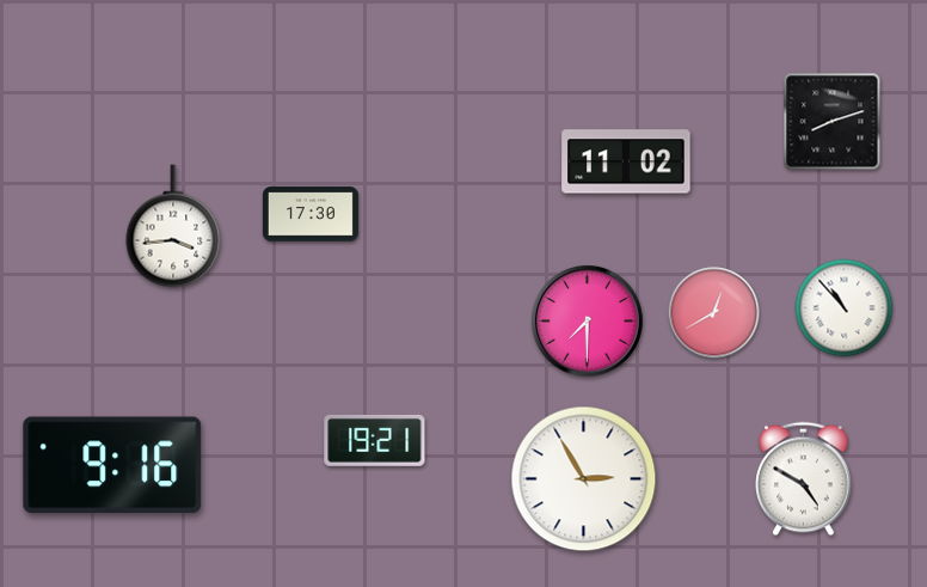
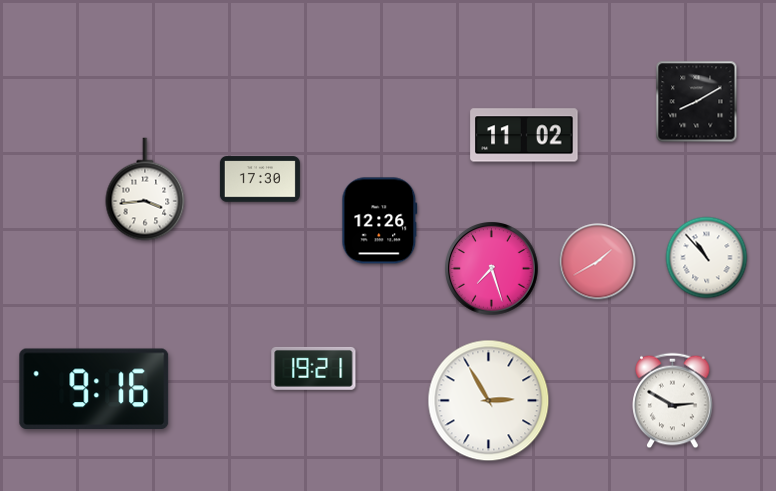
clock at (833, 122): 8:12 -> 8:10
clock at (380, 221): none -> 12:26
clock at (714, 313): 12:40 -> 1:40
clock at (588, 322): 7:30 -> 7:27
clock at (804, 479): 4:50 -> 2:50
